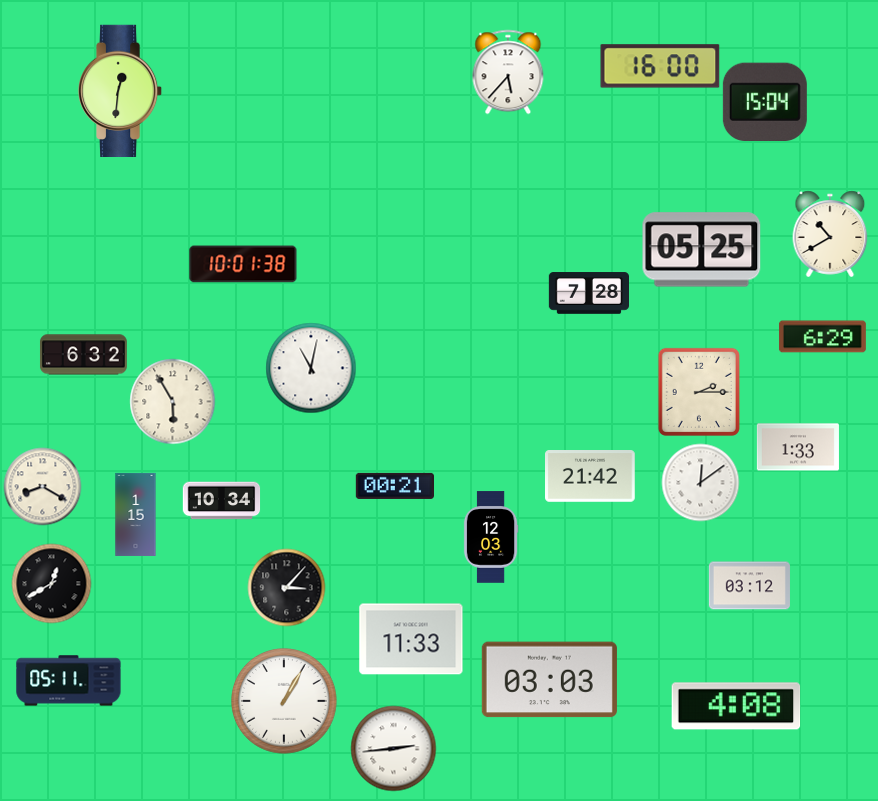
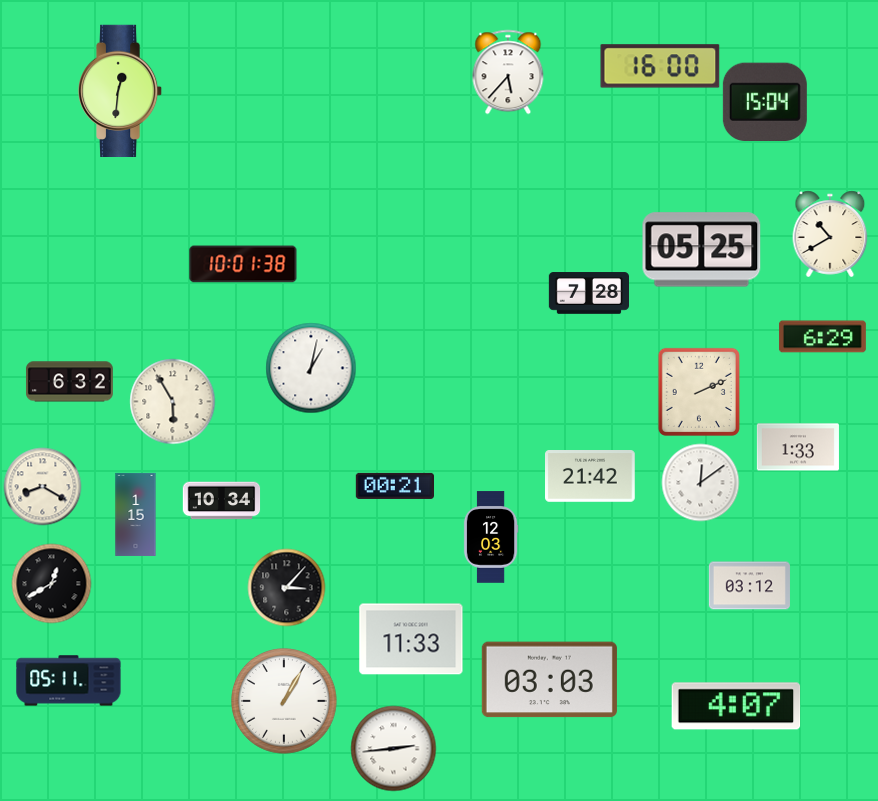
clock at (83, 355) position: (83, 355) -> (69, 382)
clock at (311, 368): 11:02 -> 1:02
clock at (699, 392): 2:15 -> 2:11
clock at (736, 706): 4:08 -> 4:07
